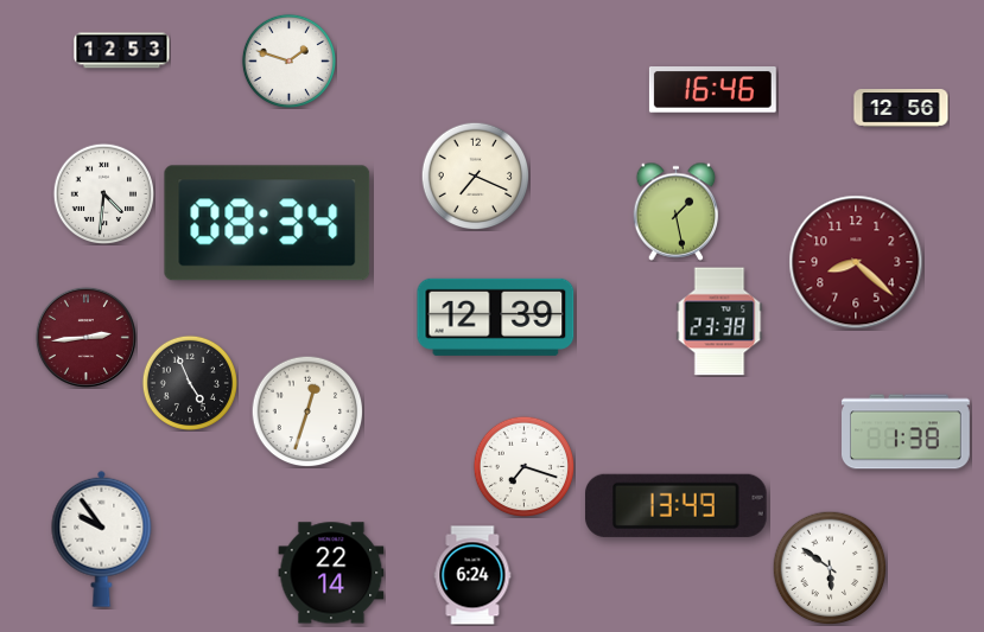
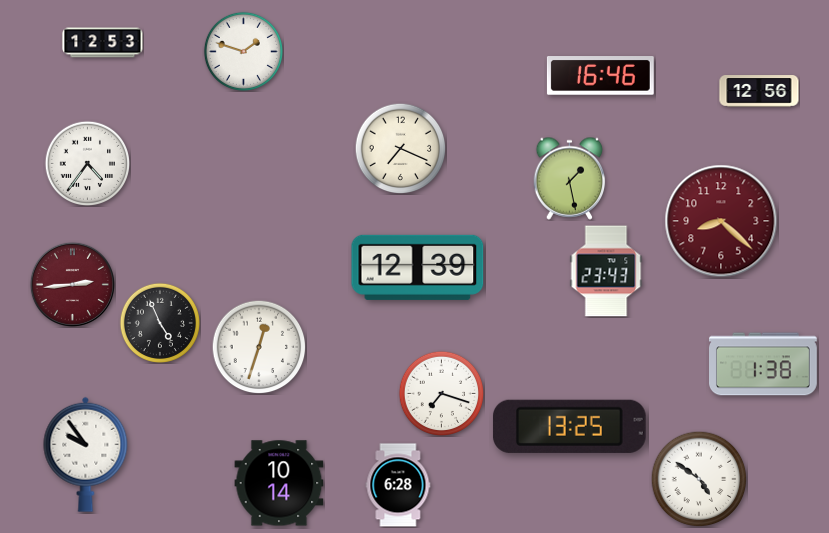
clock at (103, 193): 4:31 -> 4:36
clock at (267, 223): 08:34 -> none
clock at (719, 321): 23:38 -> 23:43
clock at (675, 505): 13:49 -> 13:25
clock at (830, 568): 5:51 -> 4:51
clock at (331, 573): 22:14 -> 10:14
clock at (472, 575): 6:24 -> 6:28
